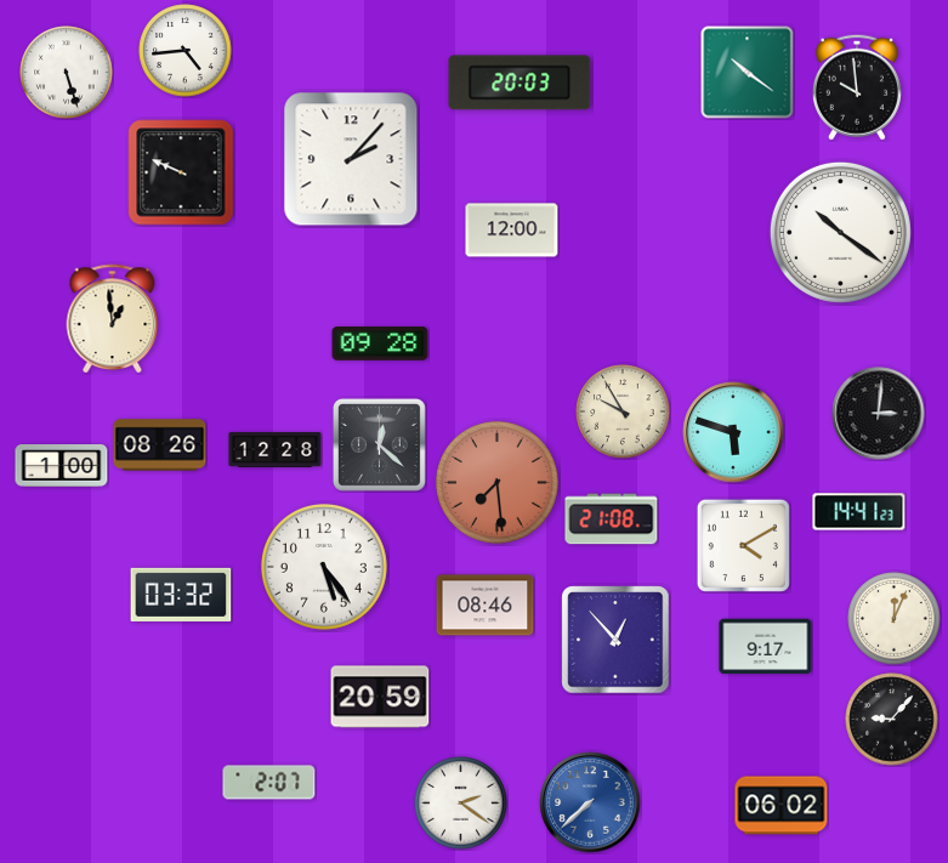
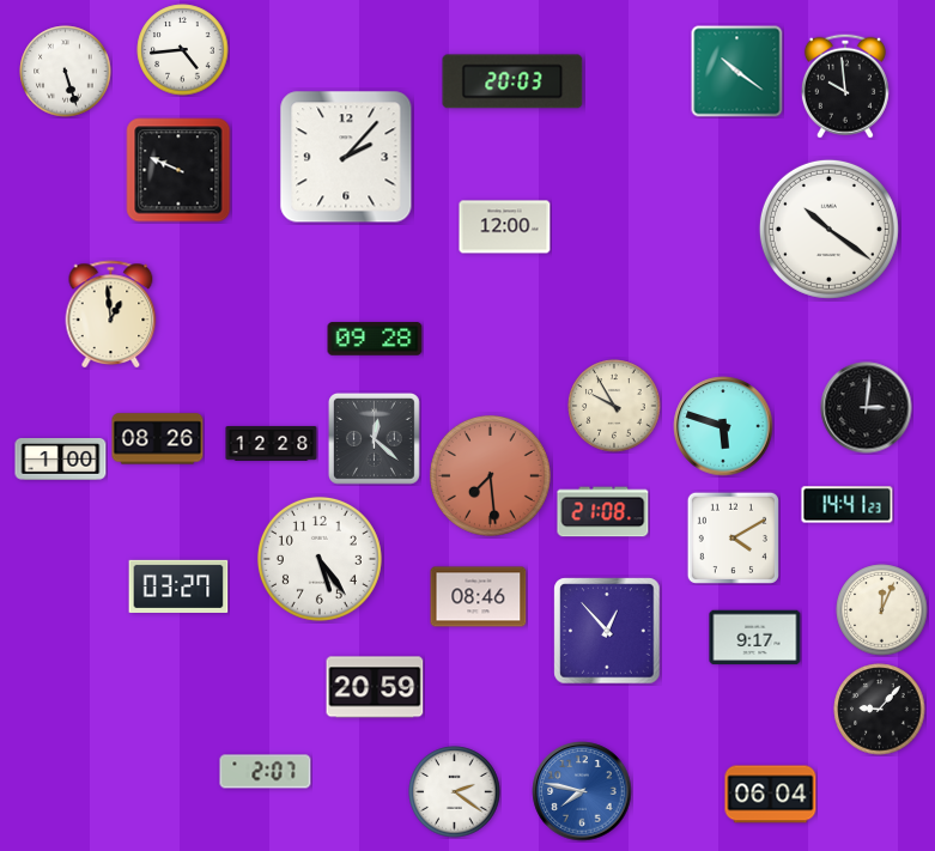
clock at (181, 595): 03:32 -> 03:27
clock at (590, 802): 7:38 -> 7:47
clock at (782, 806): 06:02 -> 06:04
